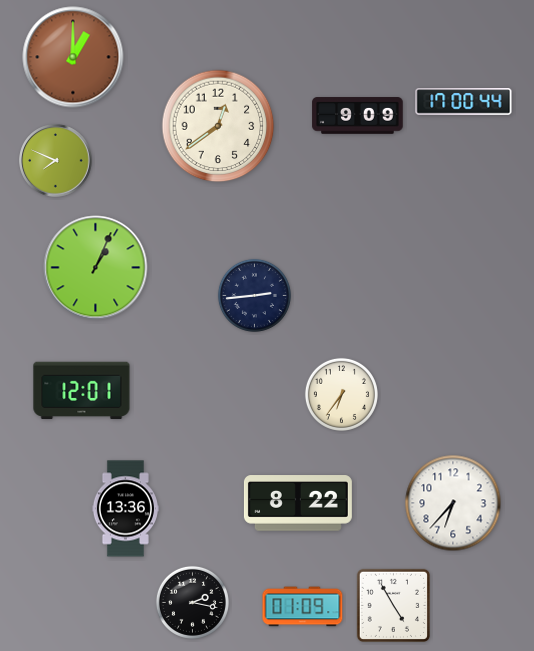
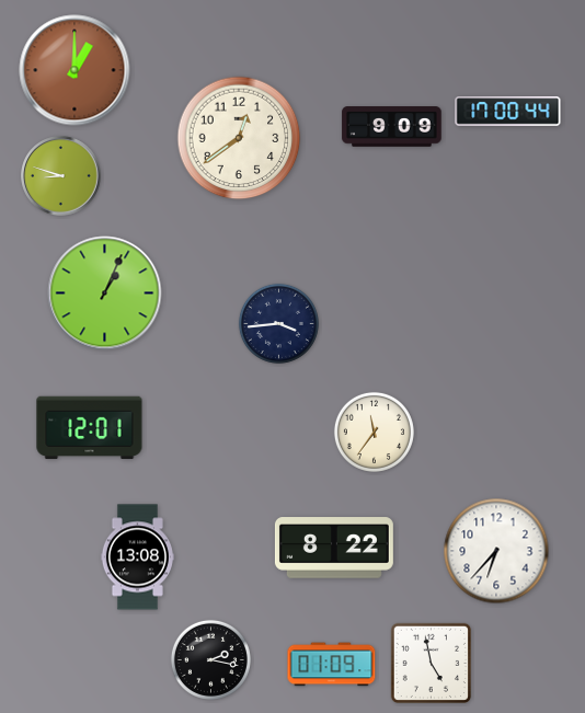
clock at (73, 57) position: (73, 57) -> (74, 70)
clock at (56, 161): 7:49 -> 8:48
clock at (254, 295): 2:44 -> 3:44
clock at (341, 394): 6:36 -> 11:36
clock at (298, 503) position: (298, 503) -> (334, 548)
clock at (125, 509): 13:36 -> 13:08
clock at (393, 605): 4:55 -> 4:58
